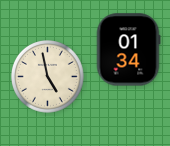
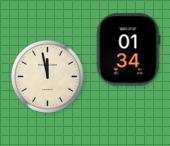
clock at (48, 77): 4:58 -> 11:58
